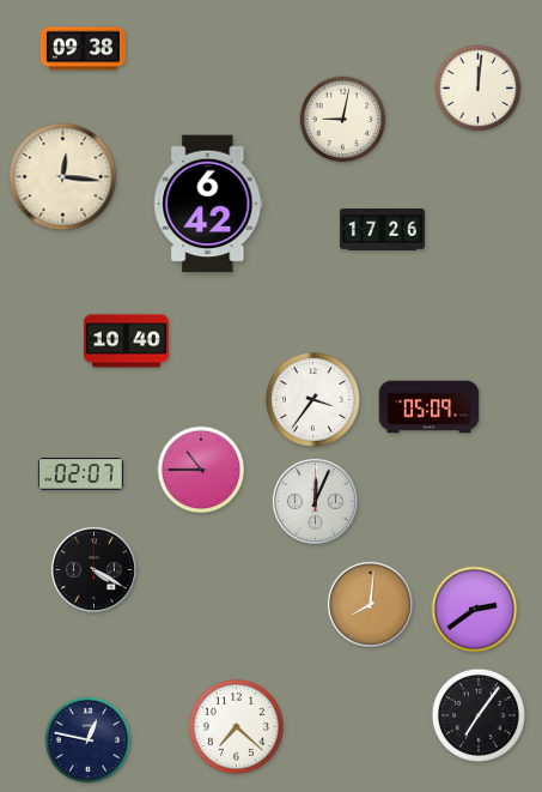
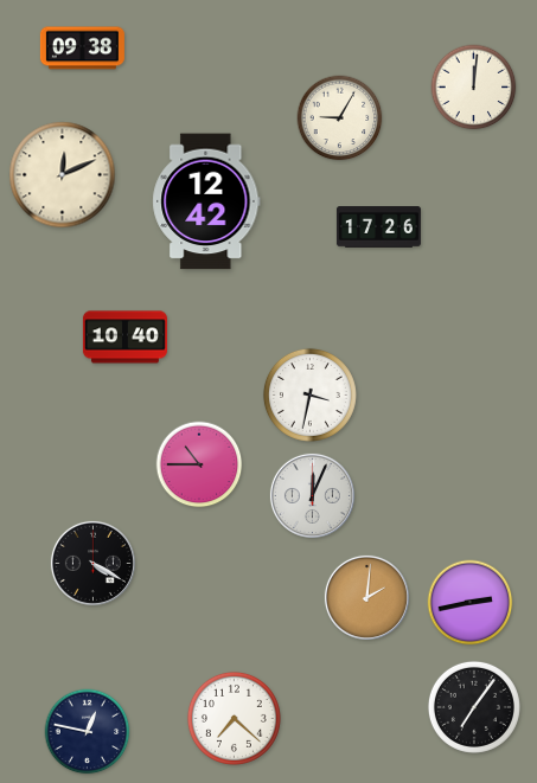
clock at (343, 120): 9:02 -> 9:05
clock at (63, 177): 12:16 -> 12:11
clock at (208, 204): 6:42 -> 12:42
clock at (312, 399): 3:36 -> 3:32
clock at (430, 407): 05:09 -> none
clock at (80, 474): 02:07 -> none
clock at (370, 604): 8:01 -> 2:01
clock at (475, 610): 2:39 -> 2:43
